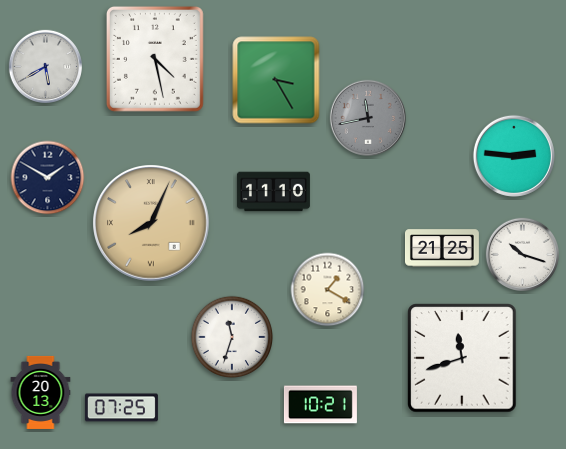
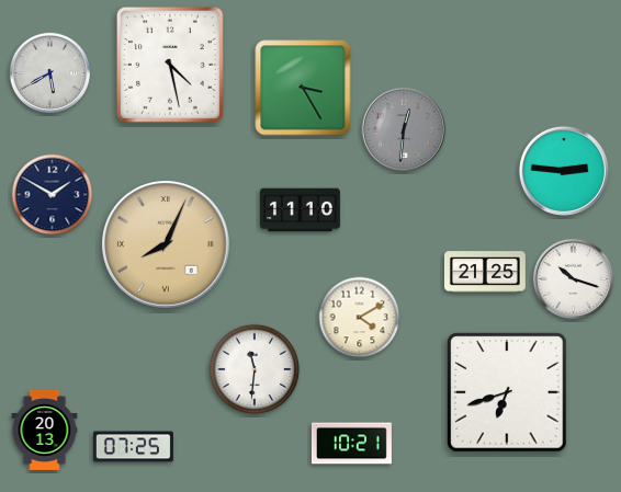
clock at (368, 118): 11:43 -> 12:31
clock at (328, 290): 1:20 -> 4:10
clock at (232, 337): 11:33 -> 11:31
clock at (462, 358): 11:42 -> 6:42
